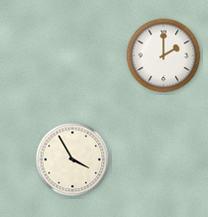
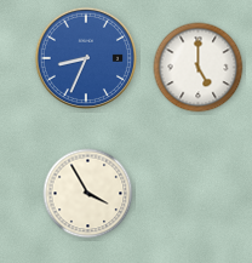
clock at (85, 57): none -> 8:34
clock at (164, 56): 2:00 -> 5:00
